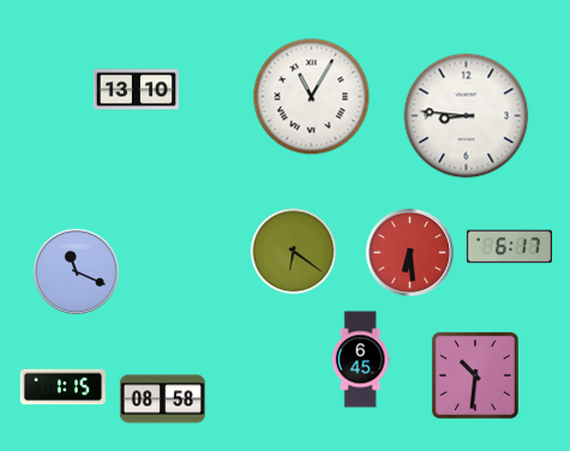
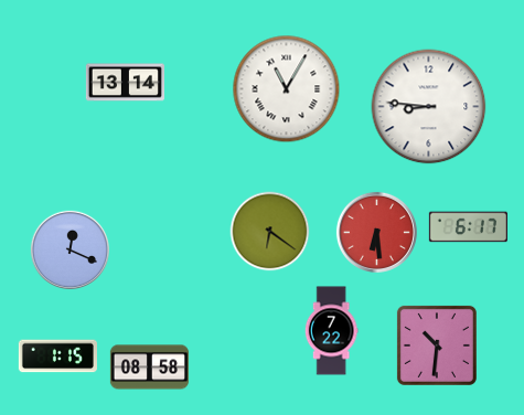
clock at (136, 90): 13:10 -> 13:14
clock at (76, 271): 11:19 -> 12:19
clock at (360, 360): 6:45 -> 7:22
